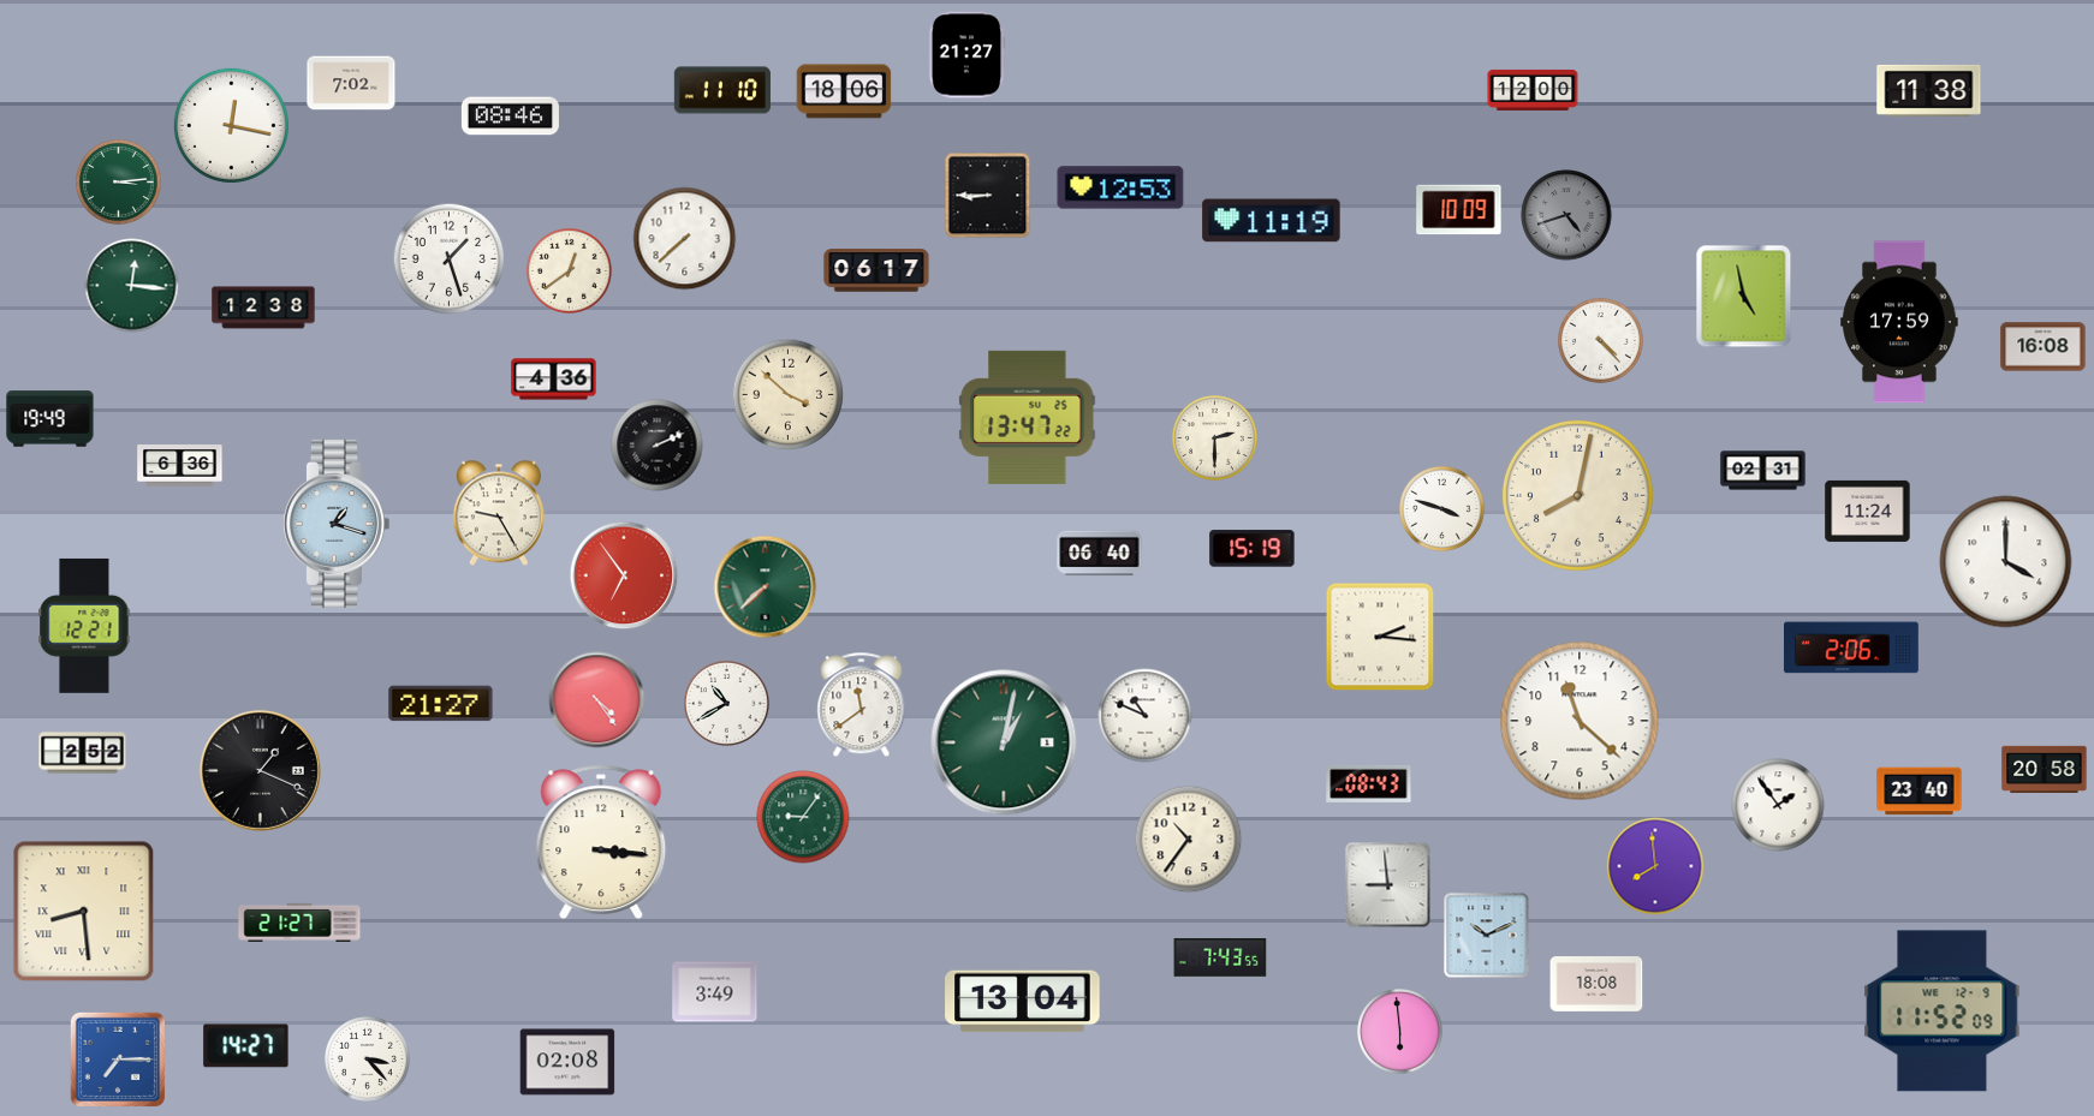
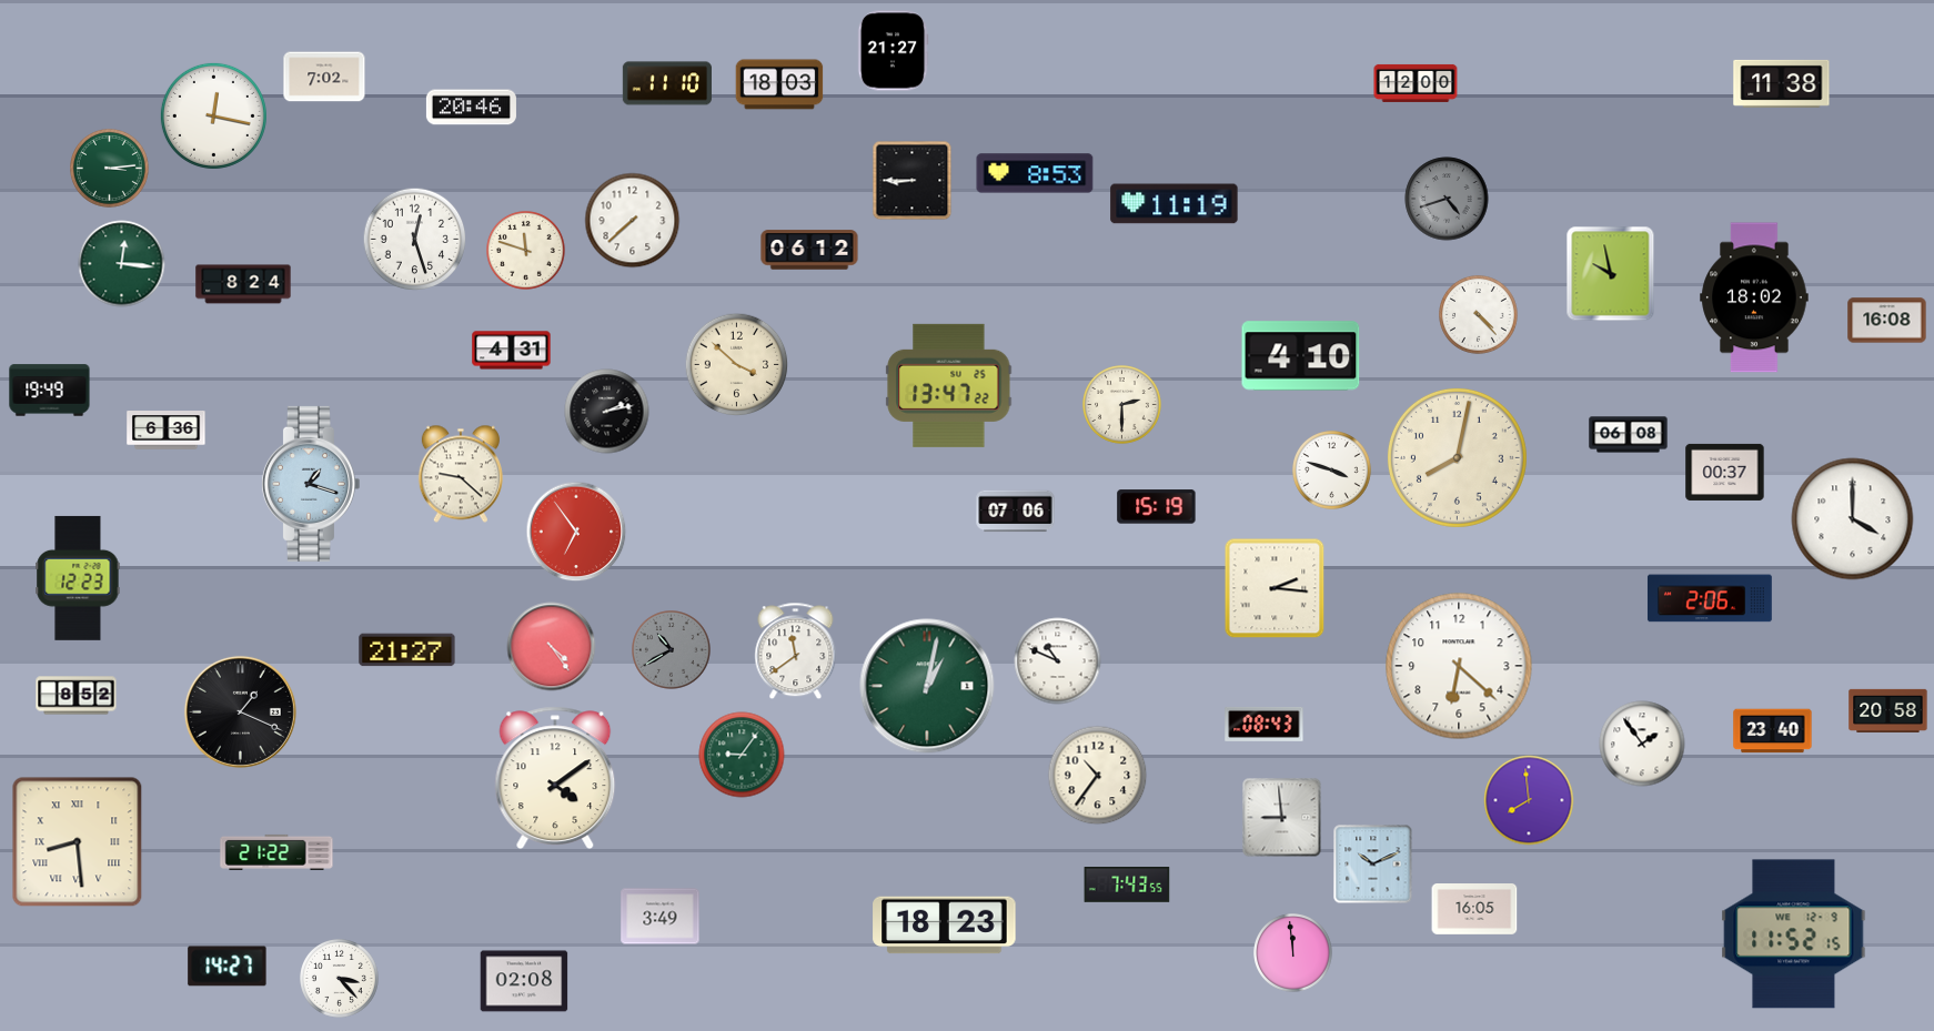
clock at (844, 91): 18:06 -> 18:03
clock at (510, 117): 08:46 -> 20:46
clock at (1120, 187): 12:53 -> 8:53
clock at (1459, 210): 10:09 -> none
clock at (450, 259): 1:27 -> 12:27
clock at (876, 270): 06:17 -> 06:12
clock at (570, 271): 12:39 -> 11:48
clock at (1744, 297): 4:58 -> 9:58
clock at (263, 308): 12:38 -> 8:24
clock at (1899, 322): 17:59 -> 18:02
clock at (554, 380): 4:36 -> 4:31
clock at (1301, 356): none -> 4:10
clock at (789, 395) position: (789, 395) -> (737, 365)
clock at (50, 419) position: (50, 419) -> (50, 391)
clock at (658, 446): 2:11 -> 2:13
clock at (1763, 471): 02:31 -> 06:08
clock at (1868, 511): 11:24 -> 00:37
clock at (499, 513): 9:25 -> 9:22
clock at (1100, 554): 06:40 -> 07:06
clock at (766, 587): 7:38 -> none
clock at (84, 626): 12:21 -> 12:23
clock at (727, 704) dial: white -> grey
clock at (1580, 721): 11:22 -> 6:22
clock at (83, 753): 2:52 -> 8:52
clock at (601, 842): 3:16 -> 4:09
clock at (299, 923): 21:27 -> 21:22
clock at (1596, 985): 18:08 -> 16:05
clock at (1023, 1002): 13:04 -> 18:23
clock at (1943, 1011): 11:52:09 -> 11:52:15
clock at (1400, 1032): 5:59 -> 11:59
clock at (118, 1060): 7:15 -> none
